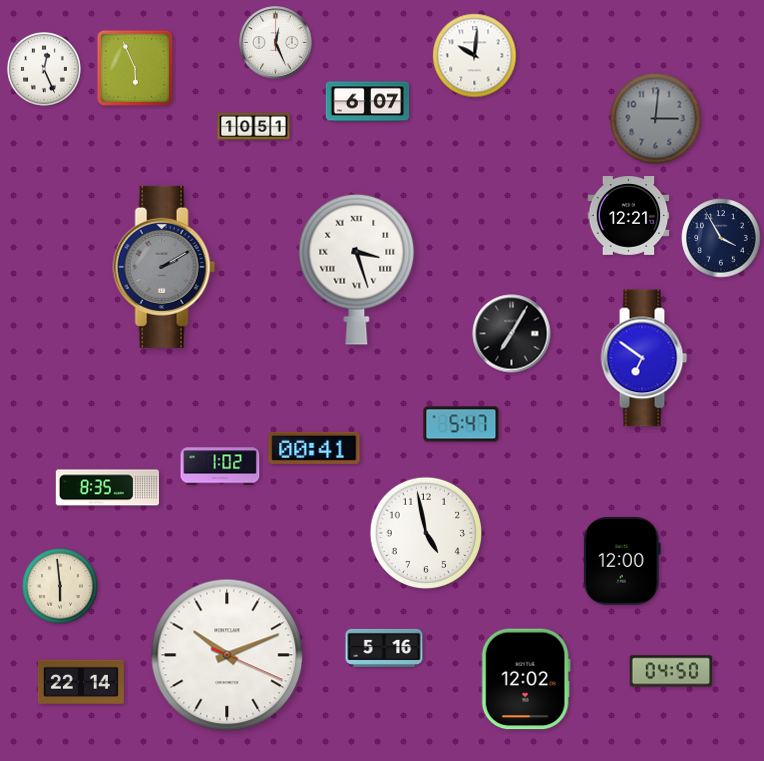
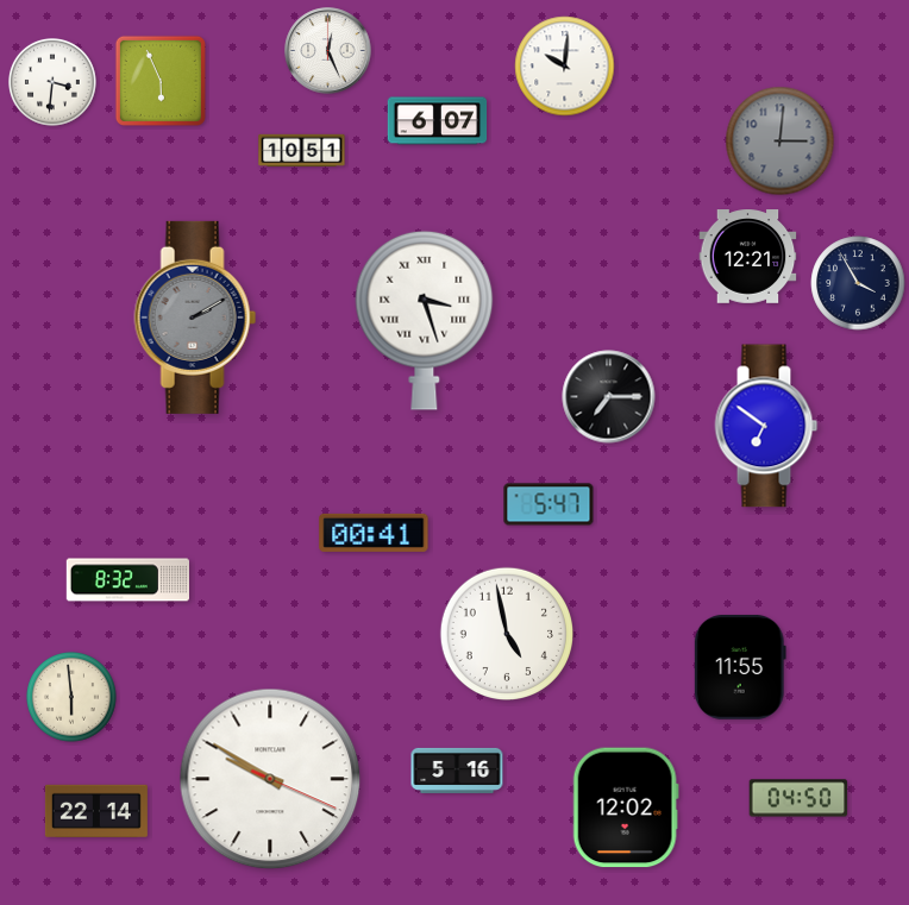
clock at (45, 70): 12:26 -> 3:31
clock at (512, 334): 7:05 -> 7:15
clock at (220, 466): 1:02 -> none
clock at (107, 488): 8:35 -> 8:32
clock at (622, 561): 12:00 -> 11:55
clock at (227, 655): 10:11 -> 9:50
